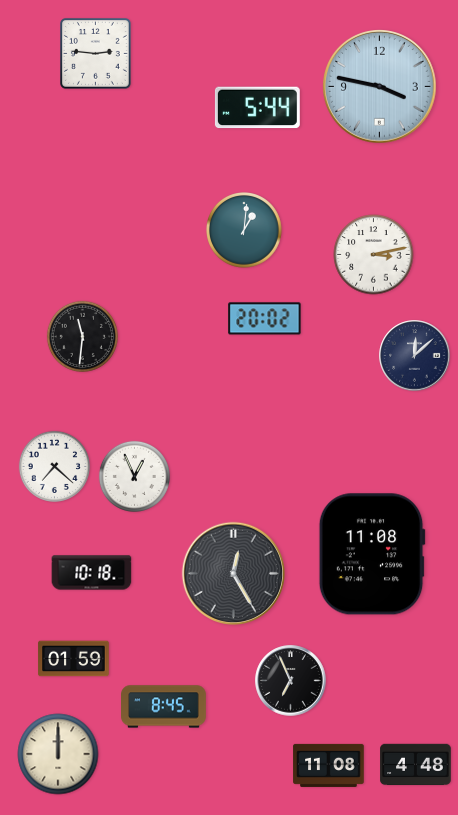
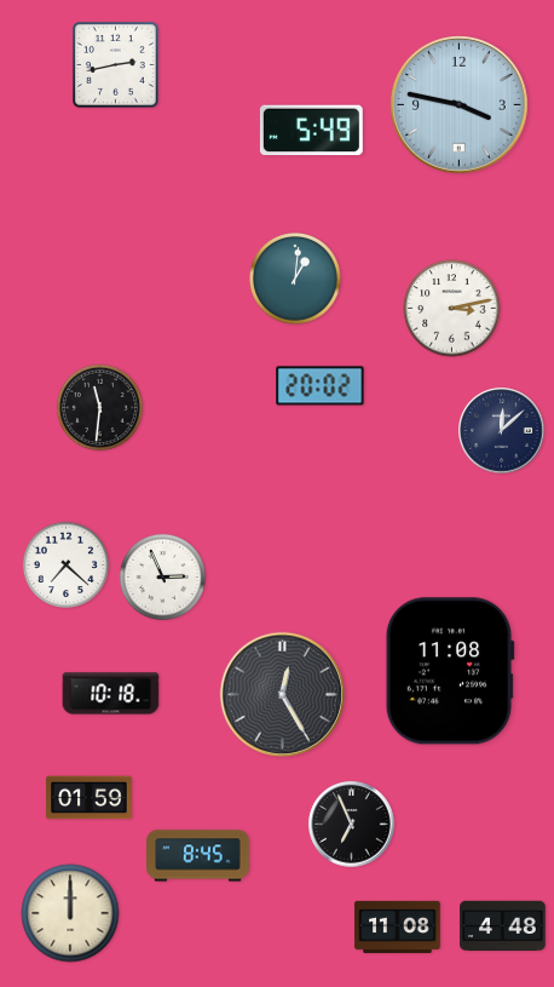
clock at (96, 54): 2:46 -> 2:43
clock at (257, 108): 5:44 -> 5:49
clock at (134, 476): 12:56 -> 2:56
